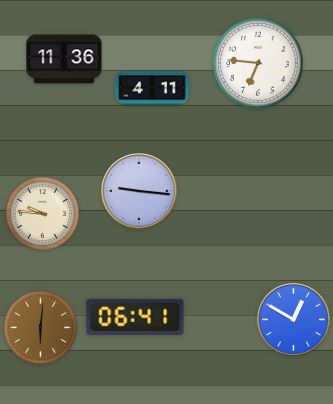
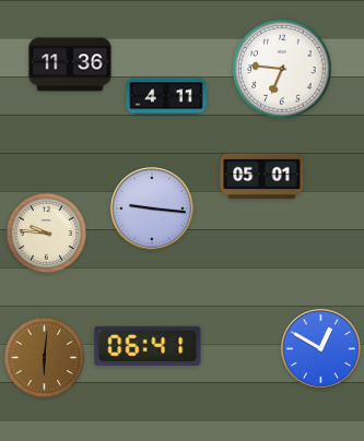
clock at (262, 177): none -> 05:01
